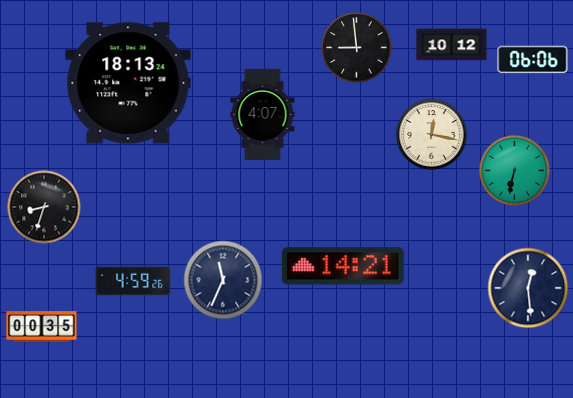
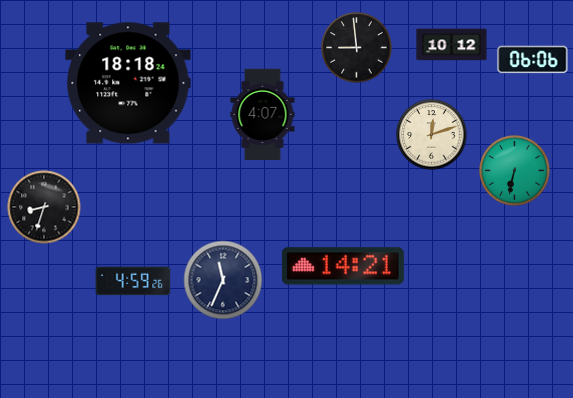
clock at (128, 83): 18:13 -> 18:18
clock at (432, 135): 12:17 -> 12:12
clock at (528, 288): 12:29 -> none
clock at (42, 327): 00:35 -> none
